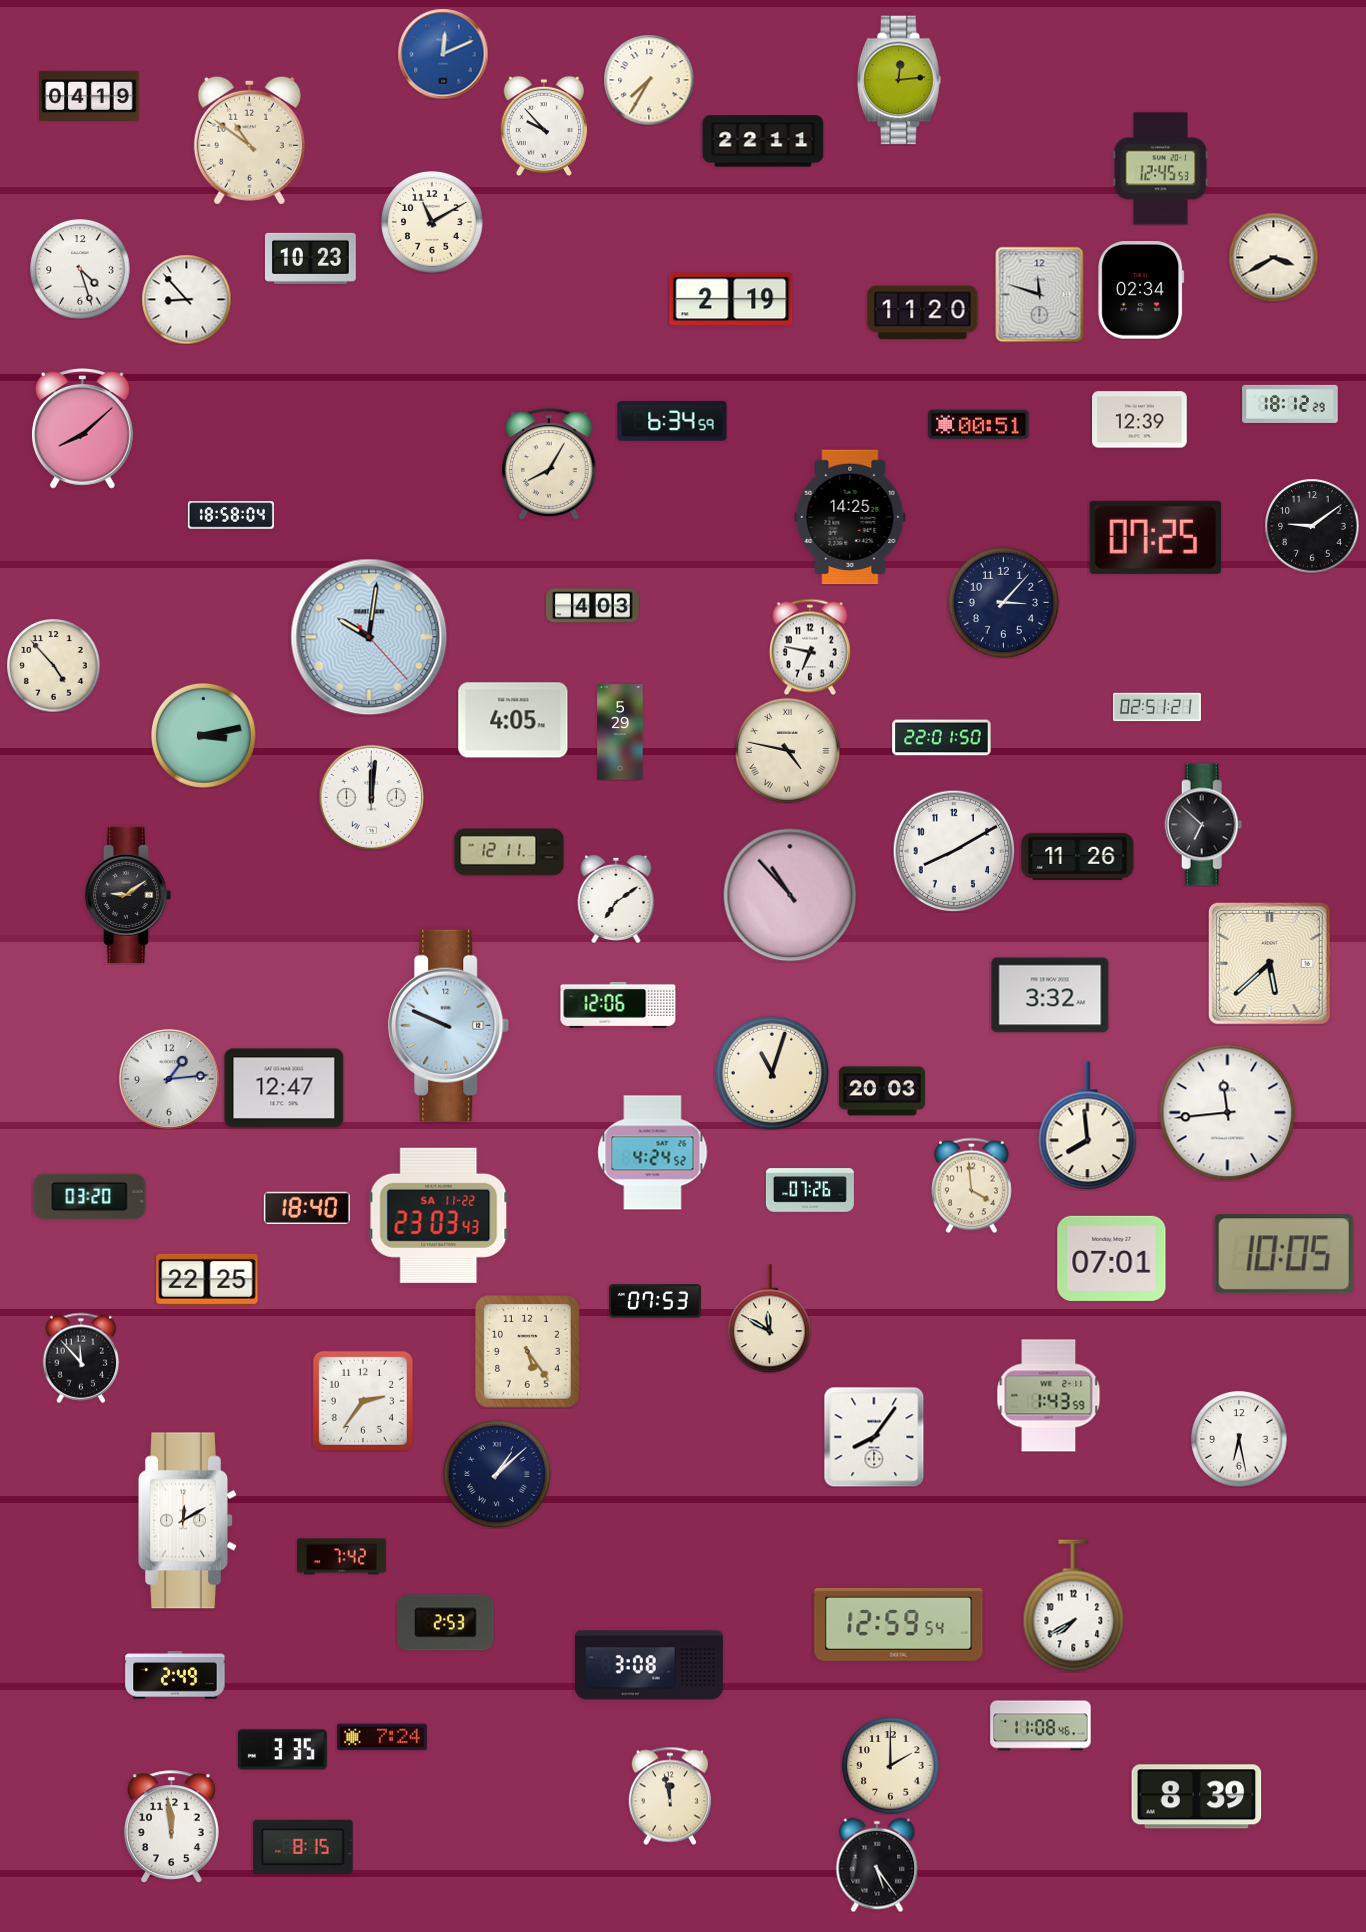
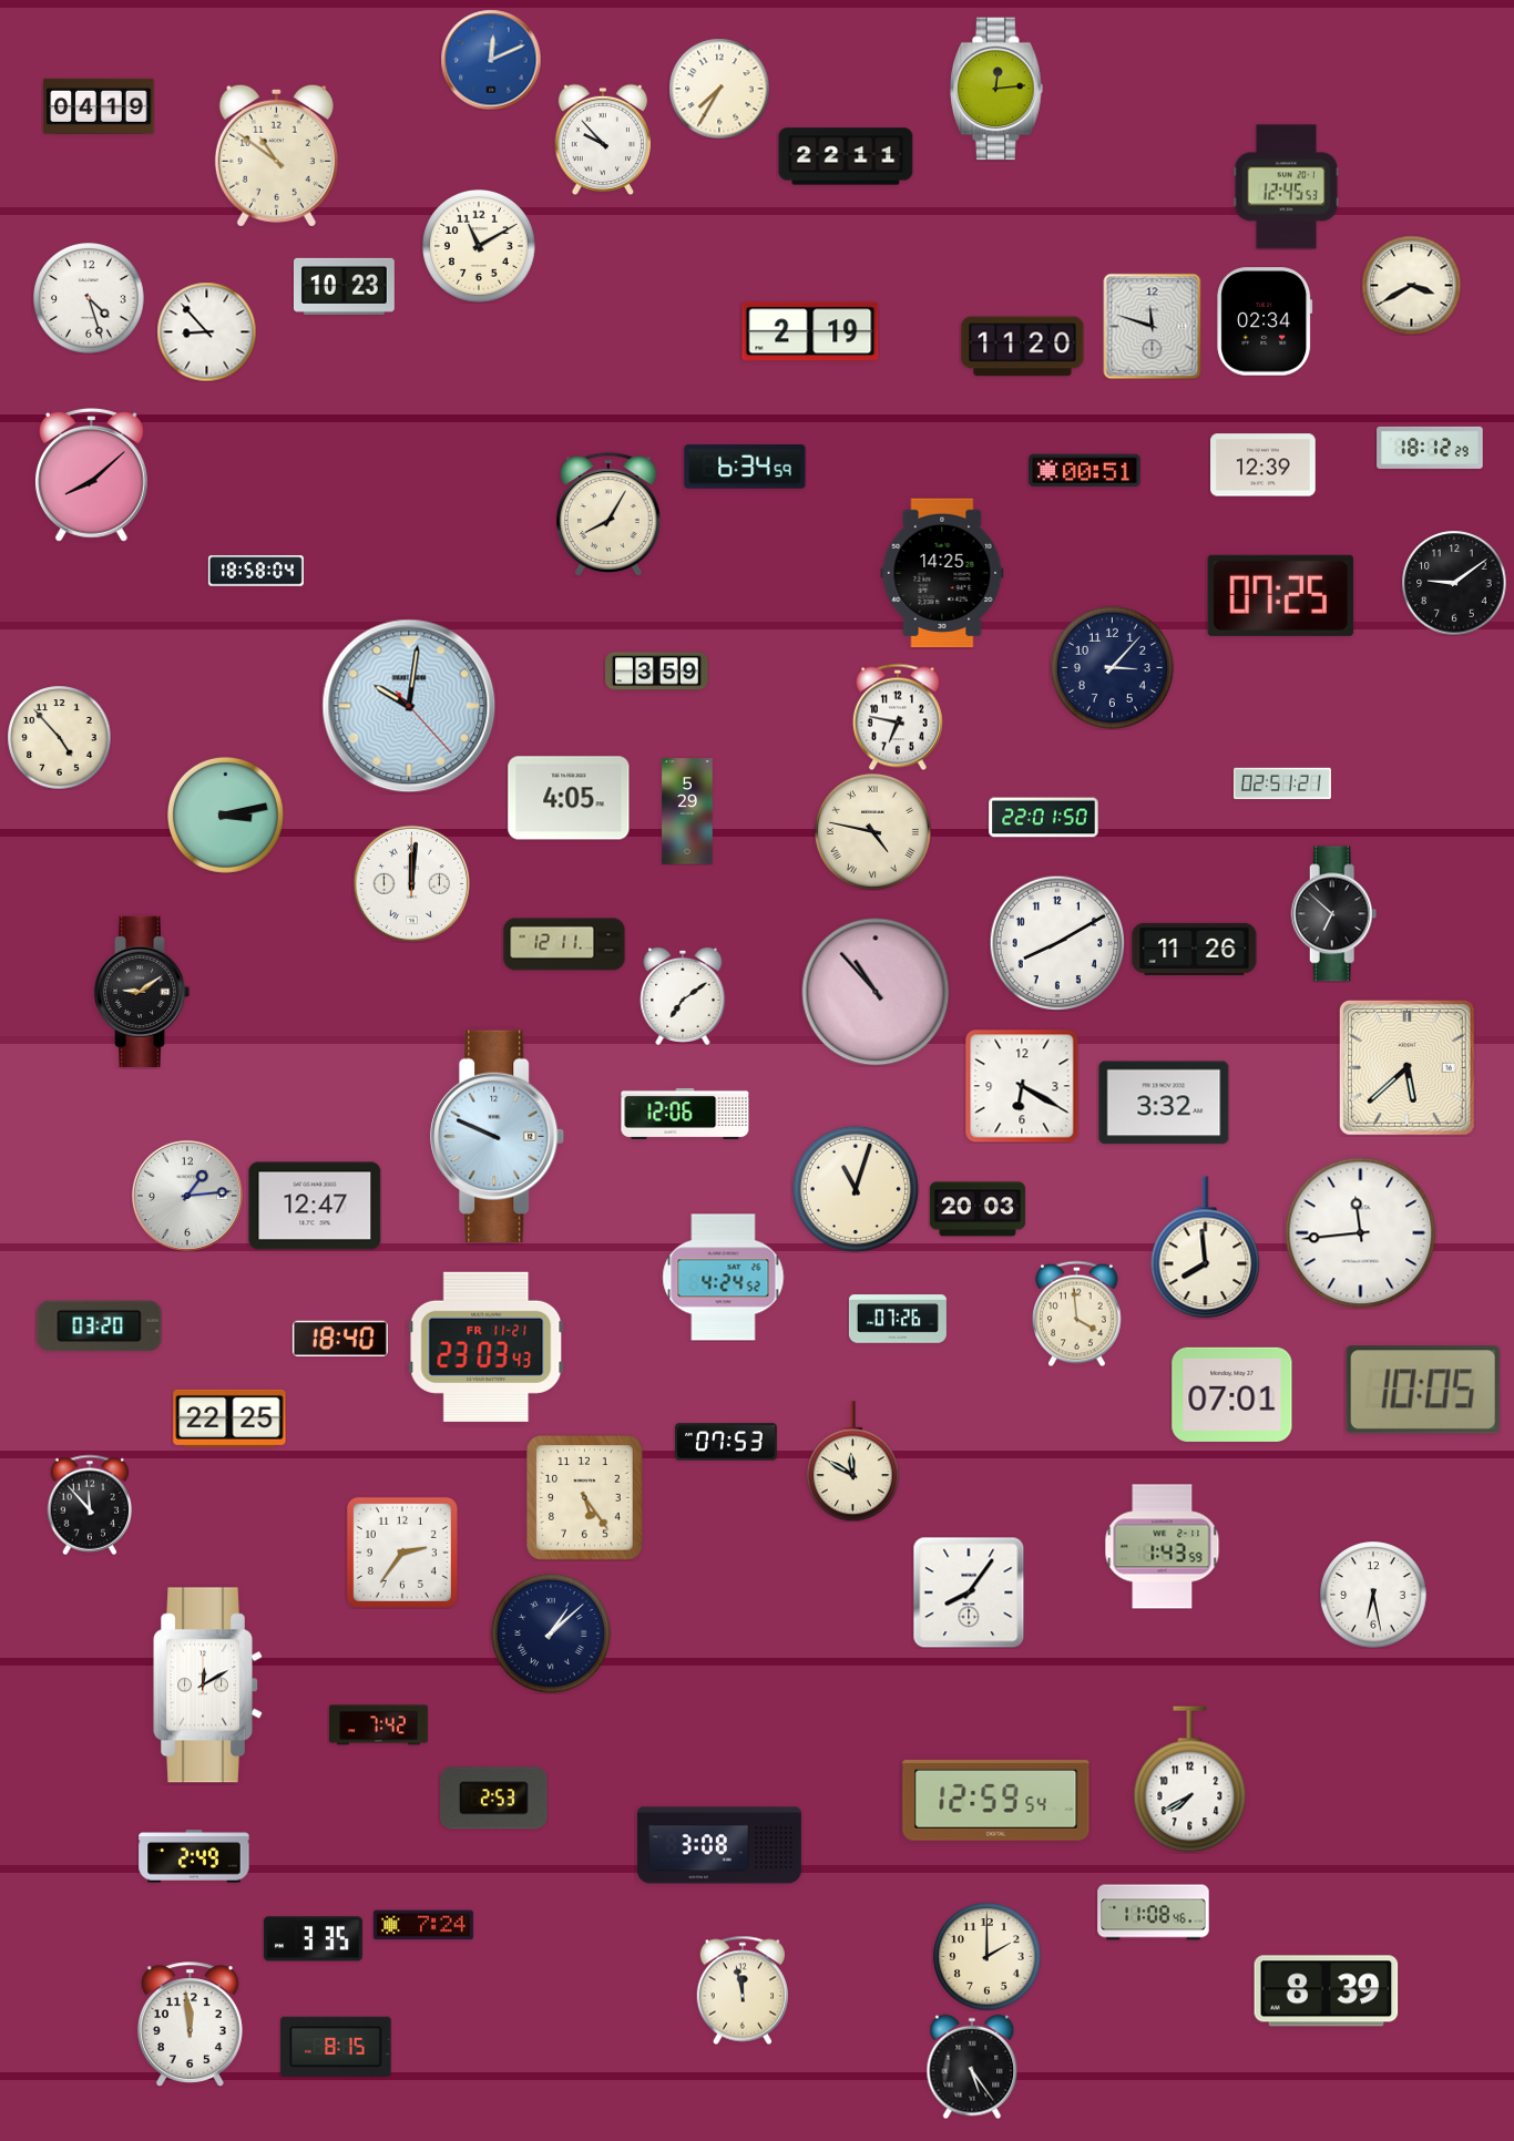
clock at (593, 606): 4:03 -> 3:59
clock at (1022, 1086): none -> 6:20
clock at (439, 1215) date: SA 11-22 -> FR 11-21
